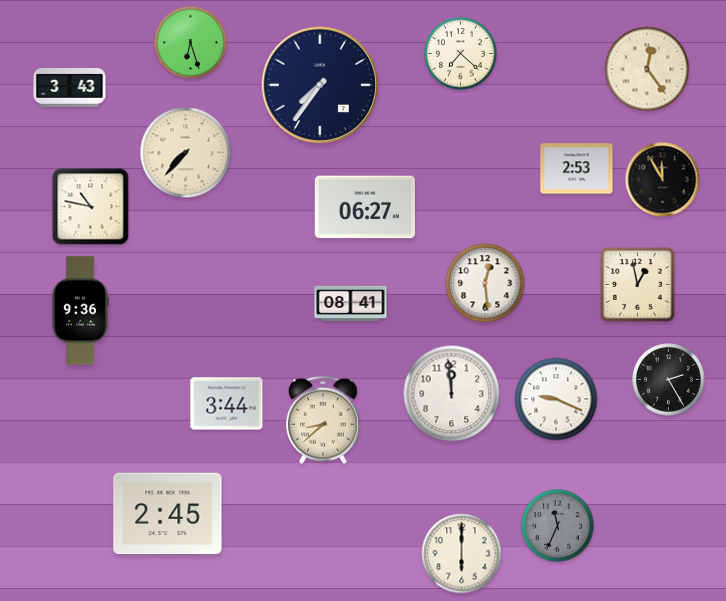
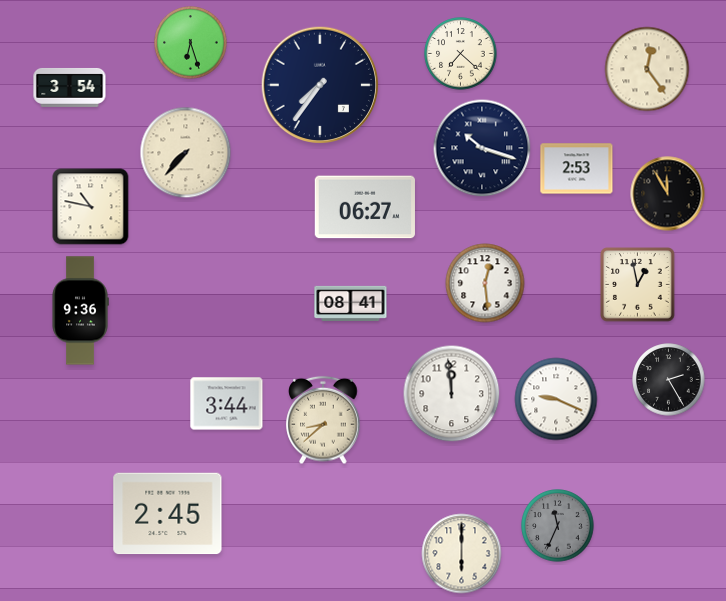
clock at (70, 87): 3:43 -> 3:54
clock at (482, 148): none -> 10:18
clock at (663, 180) position: (663, 180) -> (668, 194)
